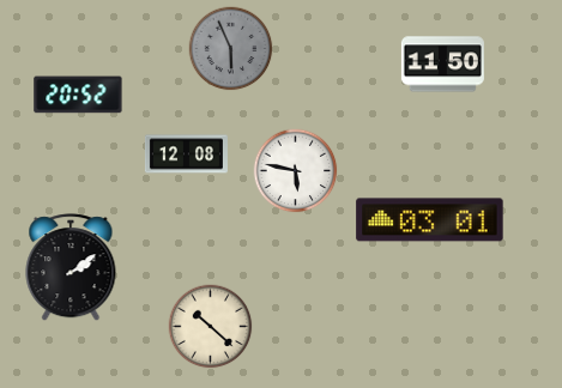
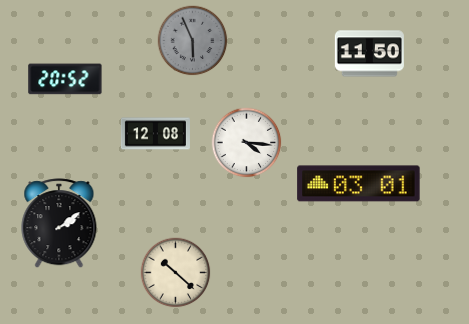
clock at (186, 154) position: (186, 154) -> (155, 134)
clock at (296, 171): 5:47 -> 4:16
